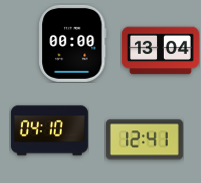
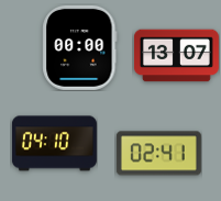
clock at (160, 51): 13:04 -> 13:07
clock at (144, 140): 12:41 -> 02:41
